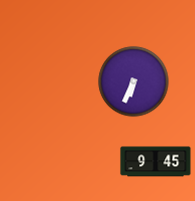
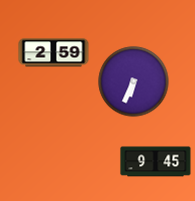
clock at (54, 53): none -> 2:59
